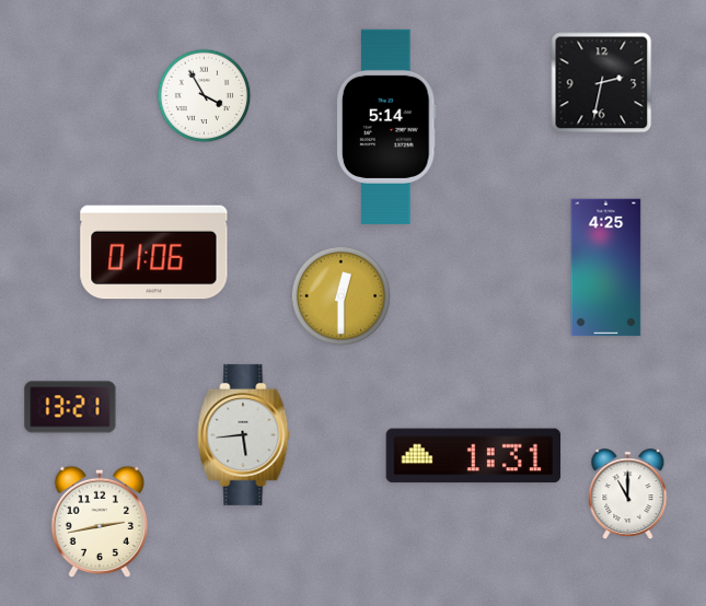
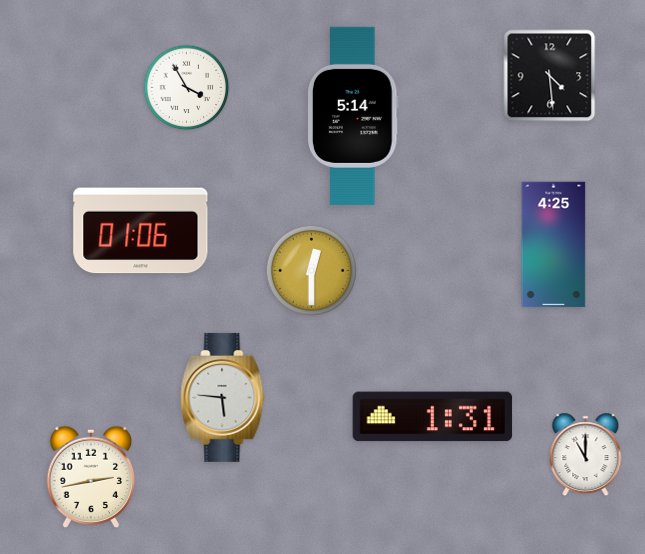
clock at (602, 83): 2:32 -> 4:29
clock at (70, 407): 13:21 -> none
clock at (244, 434): 5:44 -> 5:46
clock at (628, 494) position: (628, 494) -> (586, 455)
